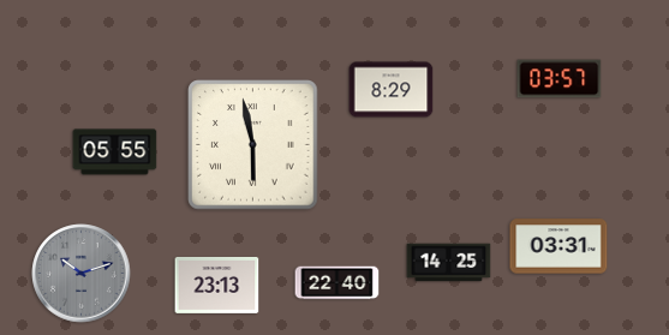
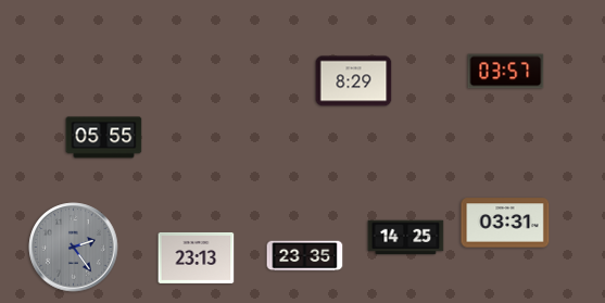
clock at (253, 145): 5:58 -> none
clock at (82, 274): 10:12 -> 2:24
clock at (338, 283): 22:40 -> 23:35
